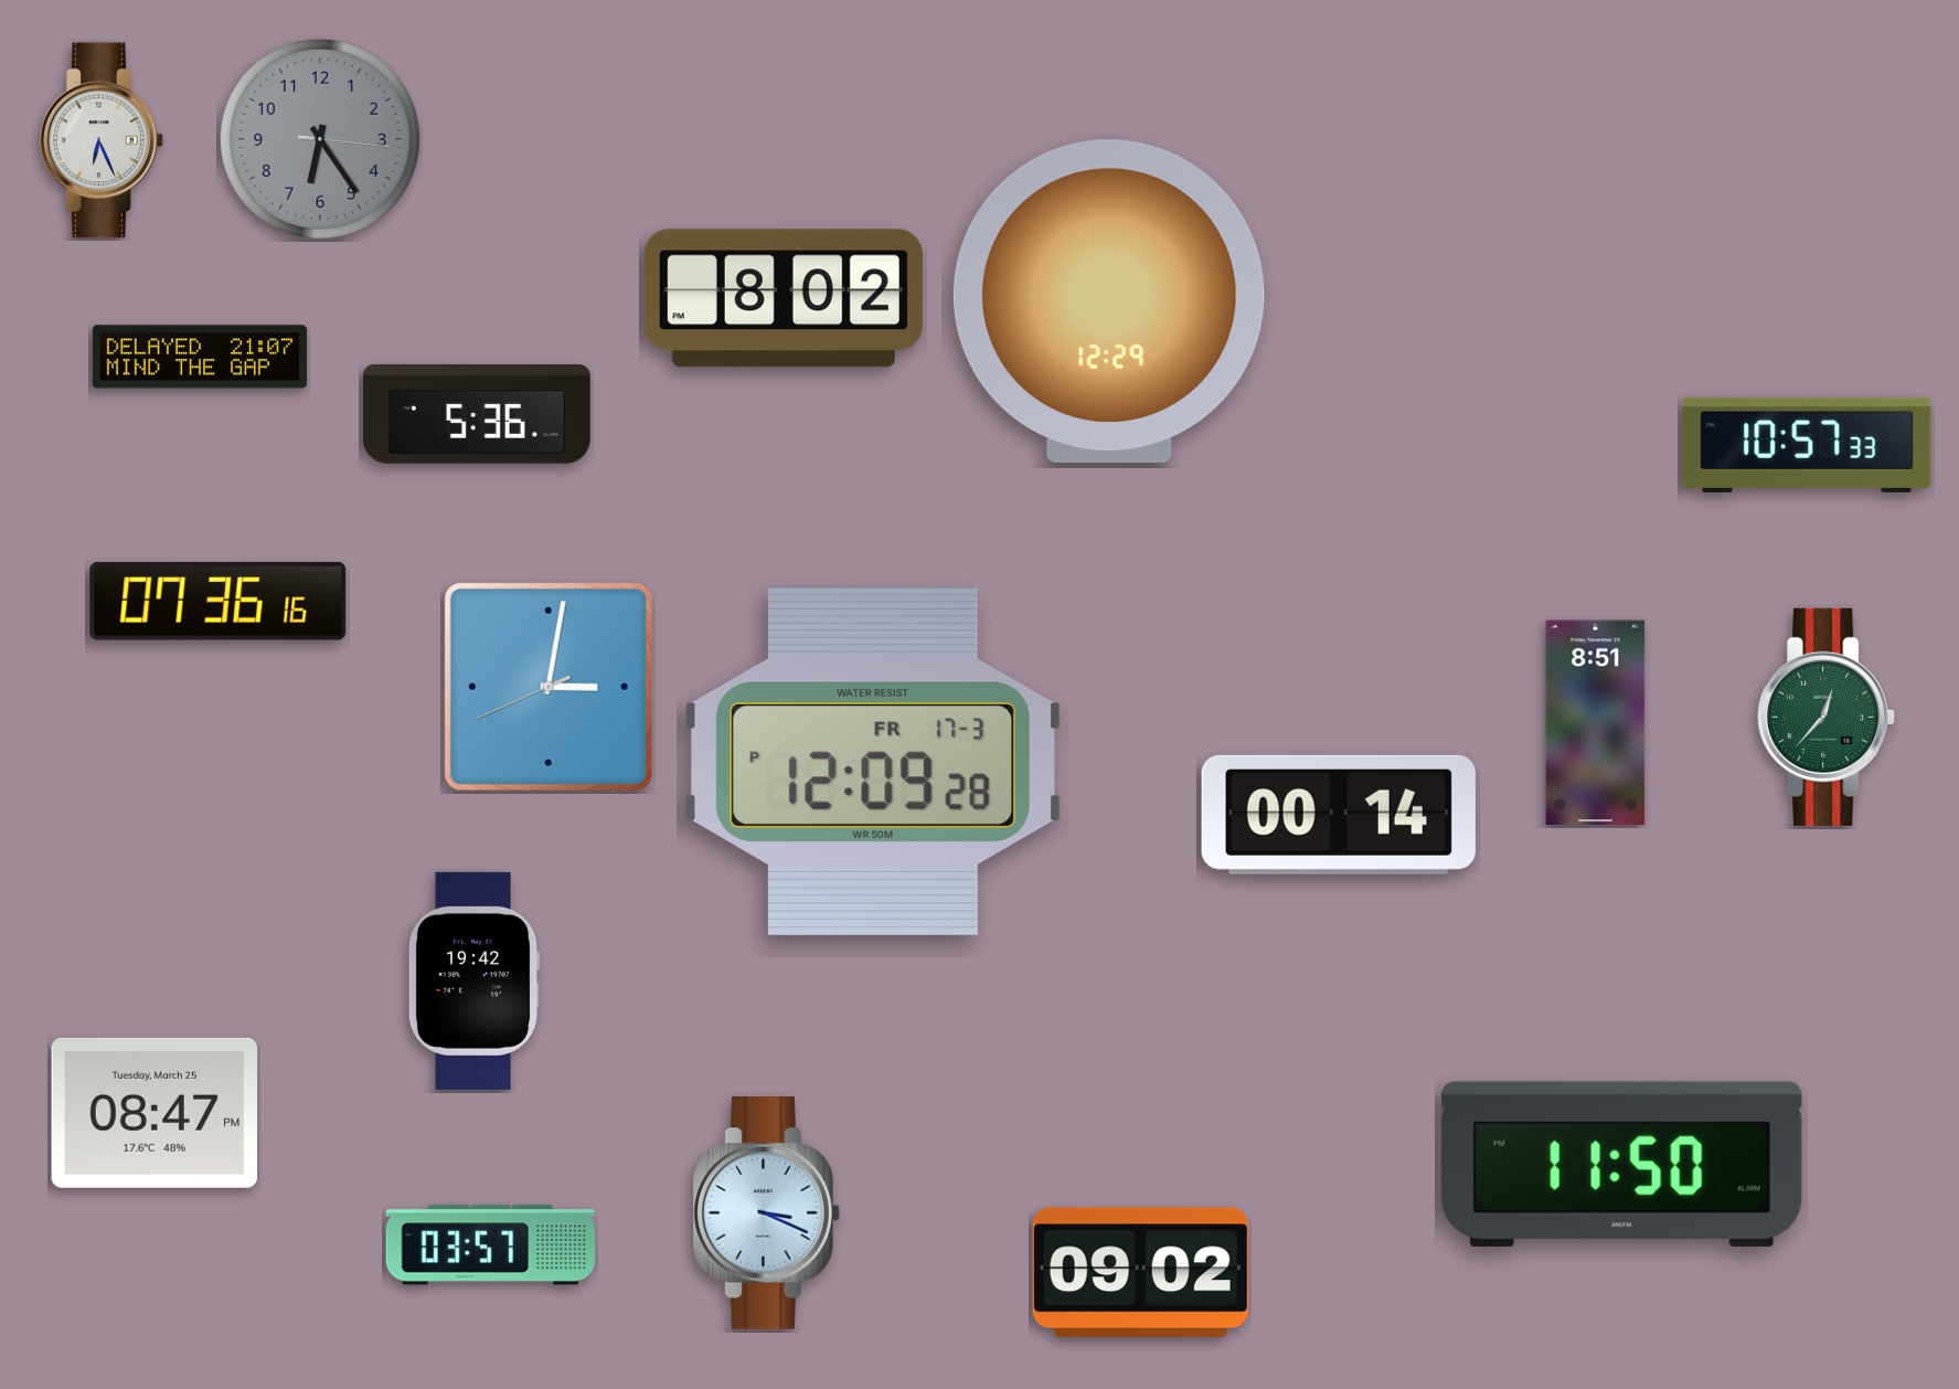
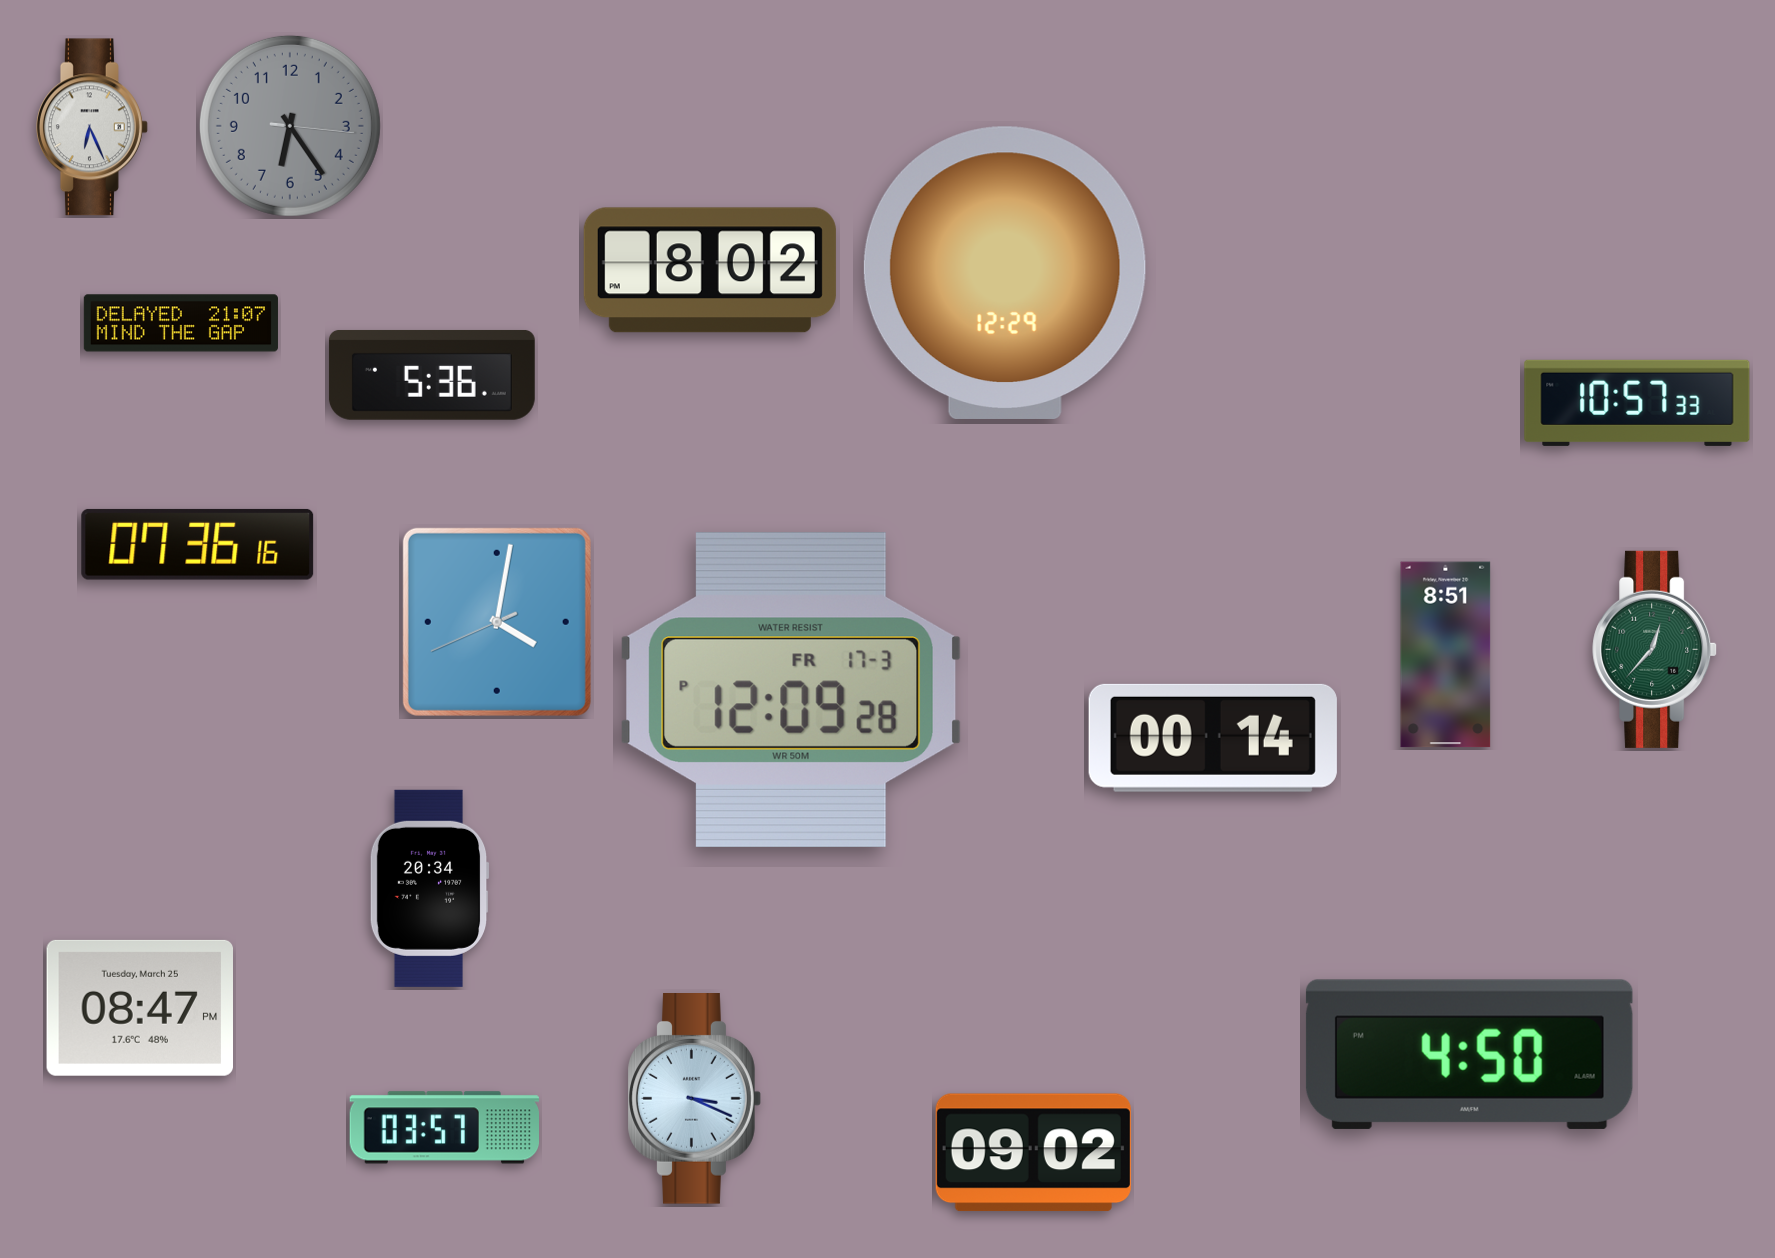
clock at (549, 687): 3:01 -> 4:01
clock at (473, 980): 19:42 -> 20:34
clock at (1621, 1164): 11:50 -> 4:50
